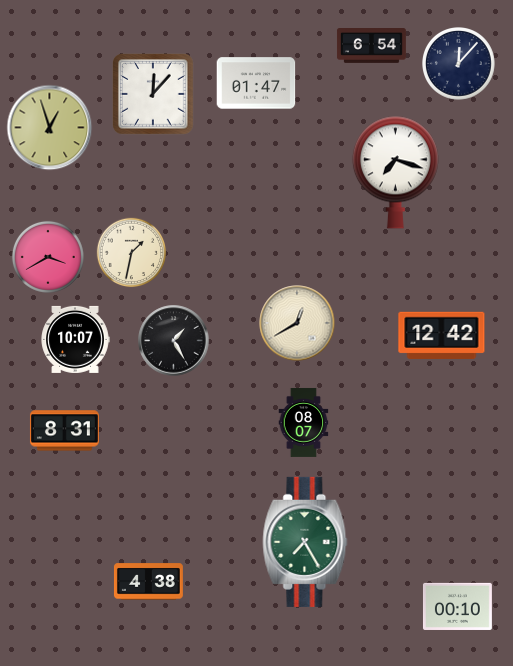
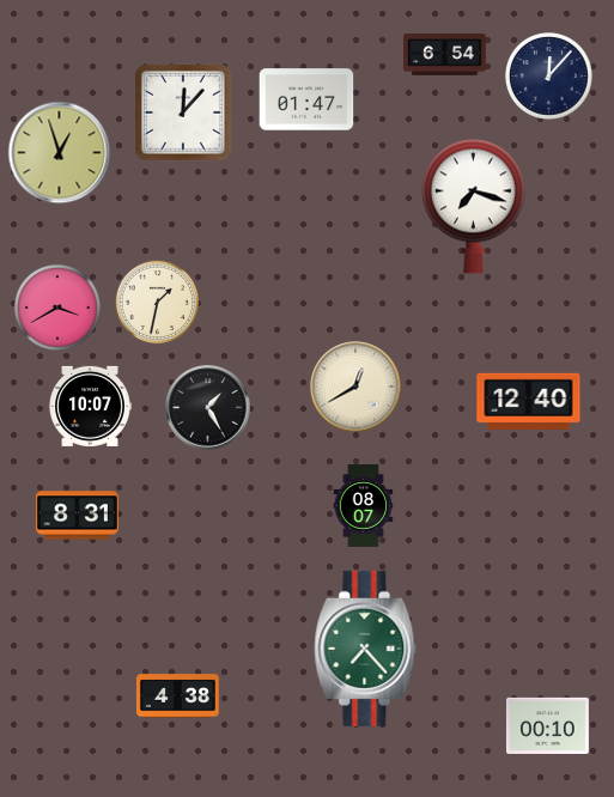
clock at (442, 335): 12:42 -> 12:40
clock at (305, 542): 7:25 -> 7:23
